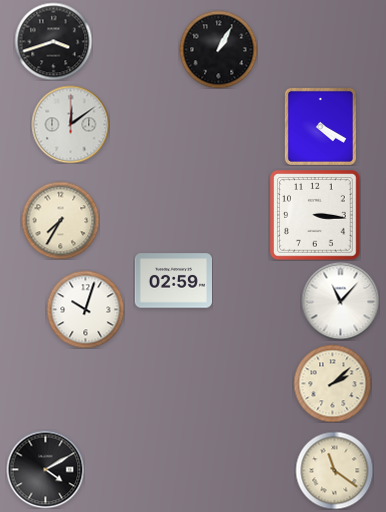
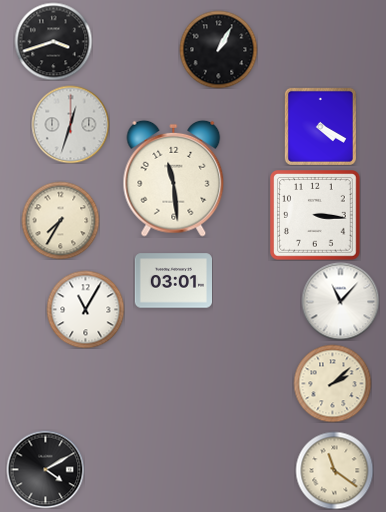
clock at (70, 124): 12:09 -> 12:33
clock at (174, 178): none -> 11:29
clock at (173, 281): 02:59 -> 03:01
clock at (85, 309): 10:03 -> 11:05
